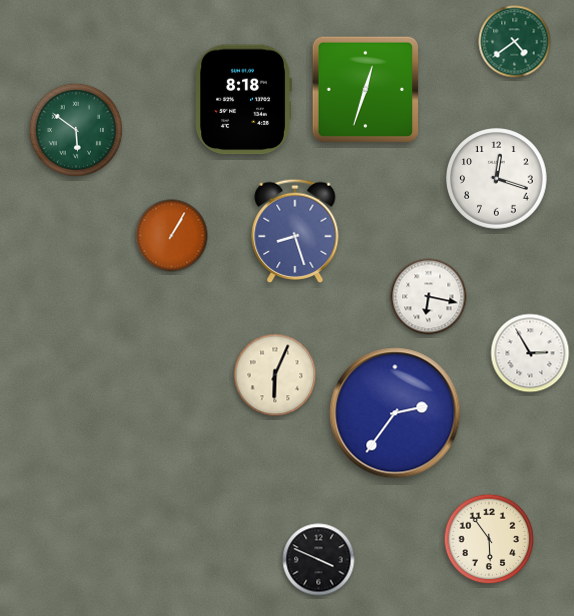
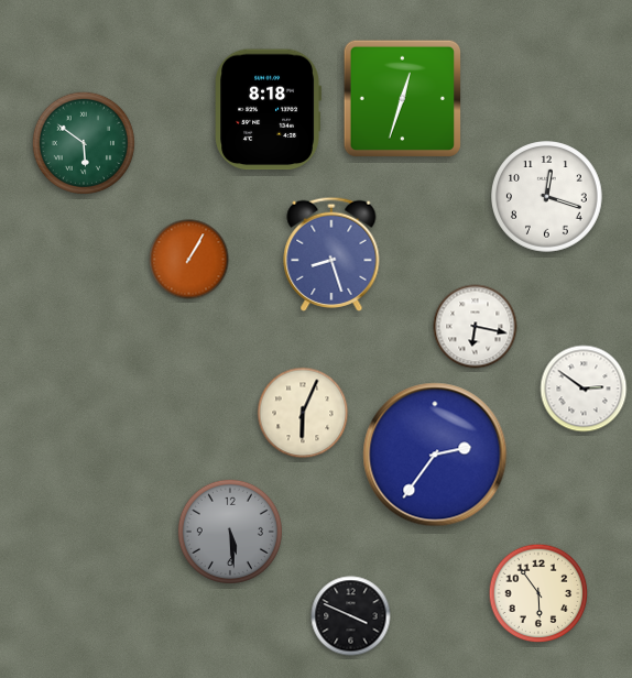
clock at (515, 42): 4:39 -> none
clock at (295, 231) position: (295, 231) -> (331, 254)
clock at (429, 297) position: (429, 297) -> (476, 327)
clock at (530, 353): 2:55 -> 2:51
clock at (230, 532): none -> 5:29
